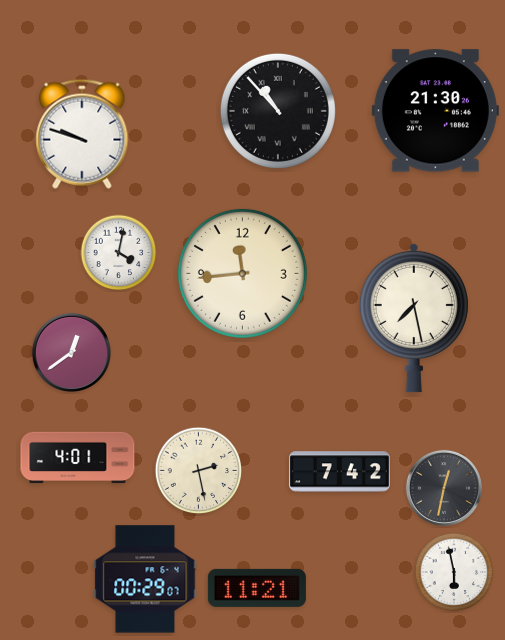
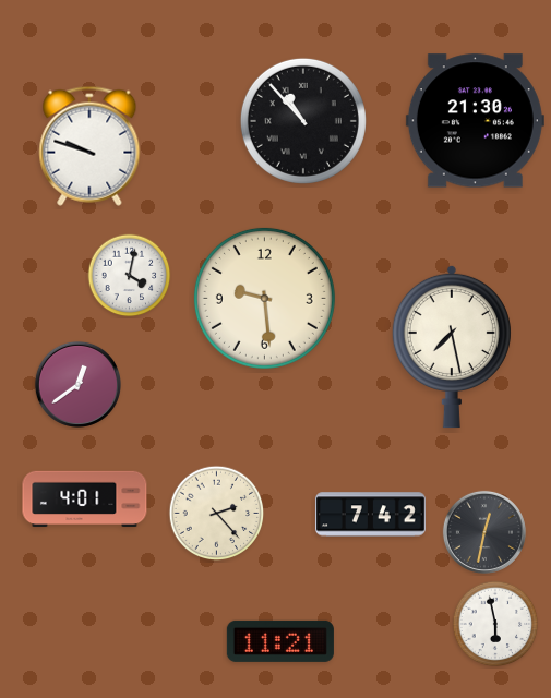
clock at (242, 273): 11:44 -> 9:29
clock at (199, 471): 2:28 -> 2:23
clock at (145, 579): 00:29 -> none
